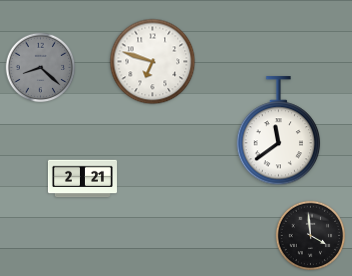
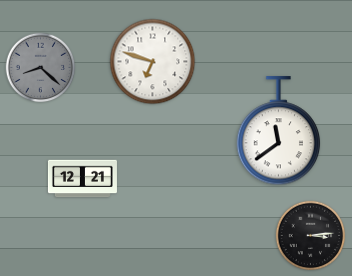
clock at (82, 179): 2:21 -> 12:21
clock at (311, 236): 3:59 -> 3:14
